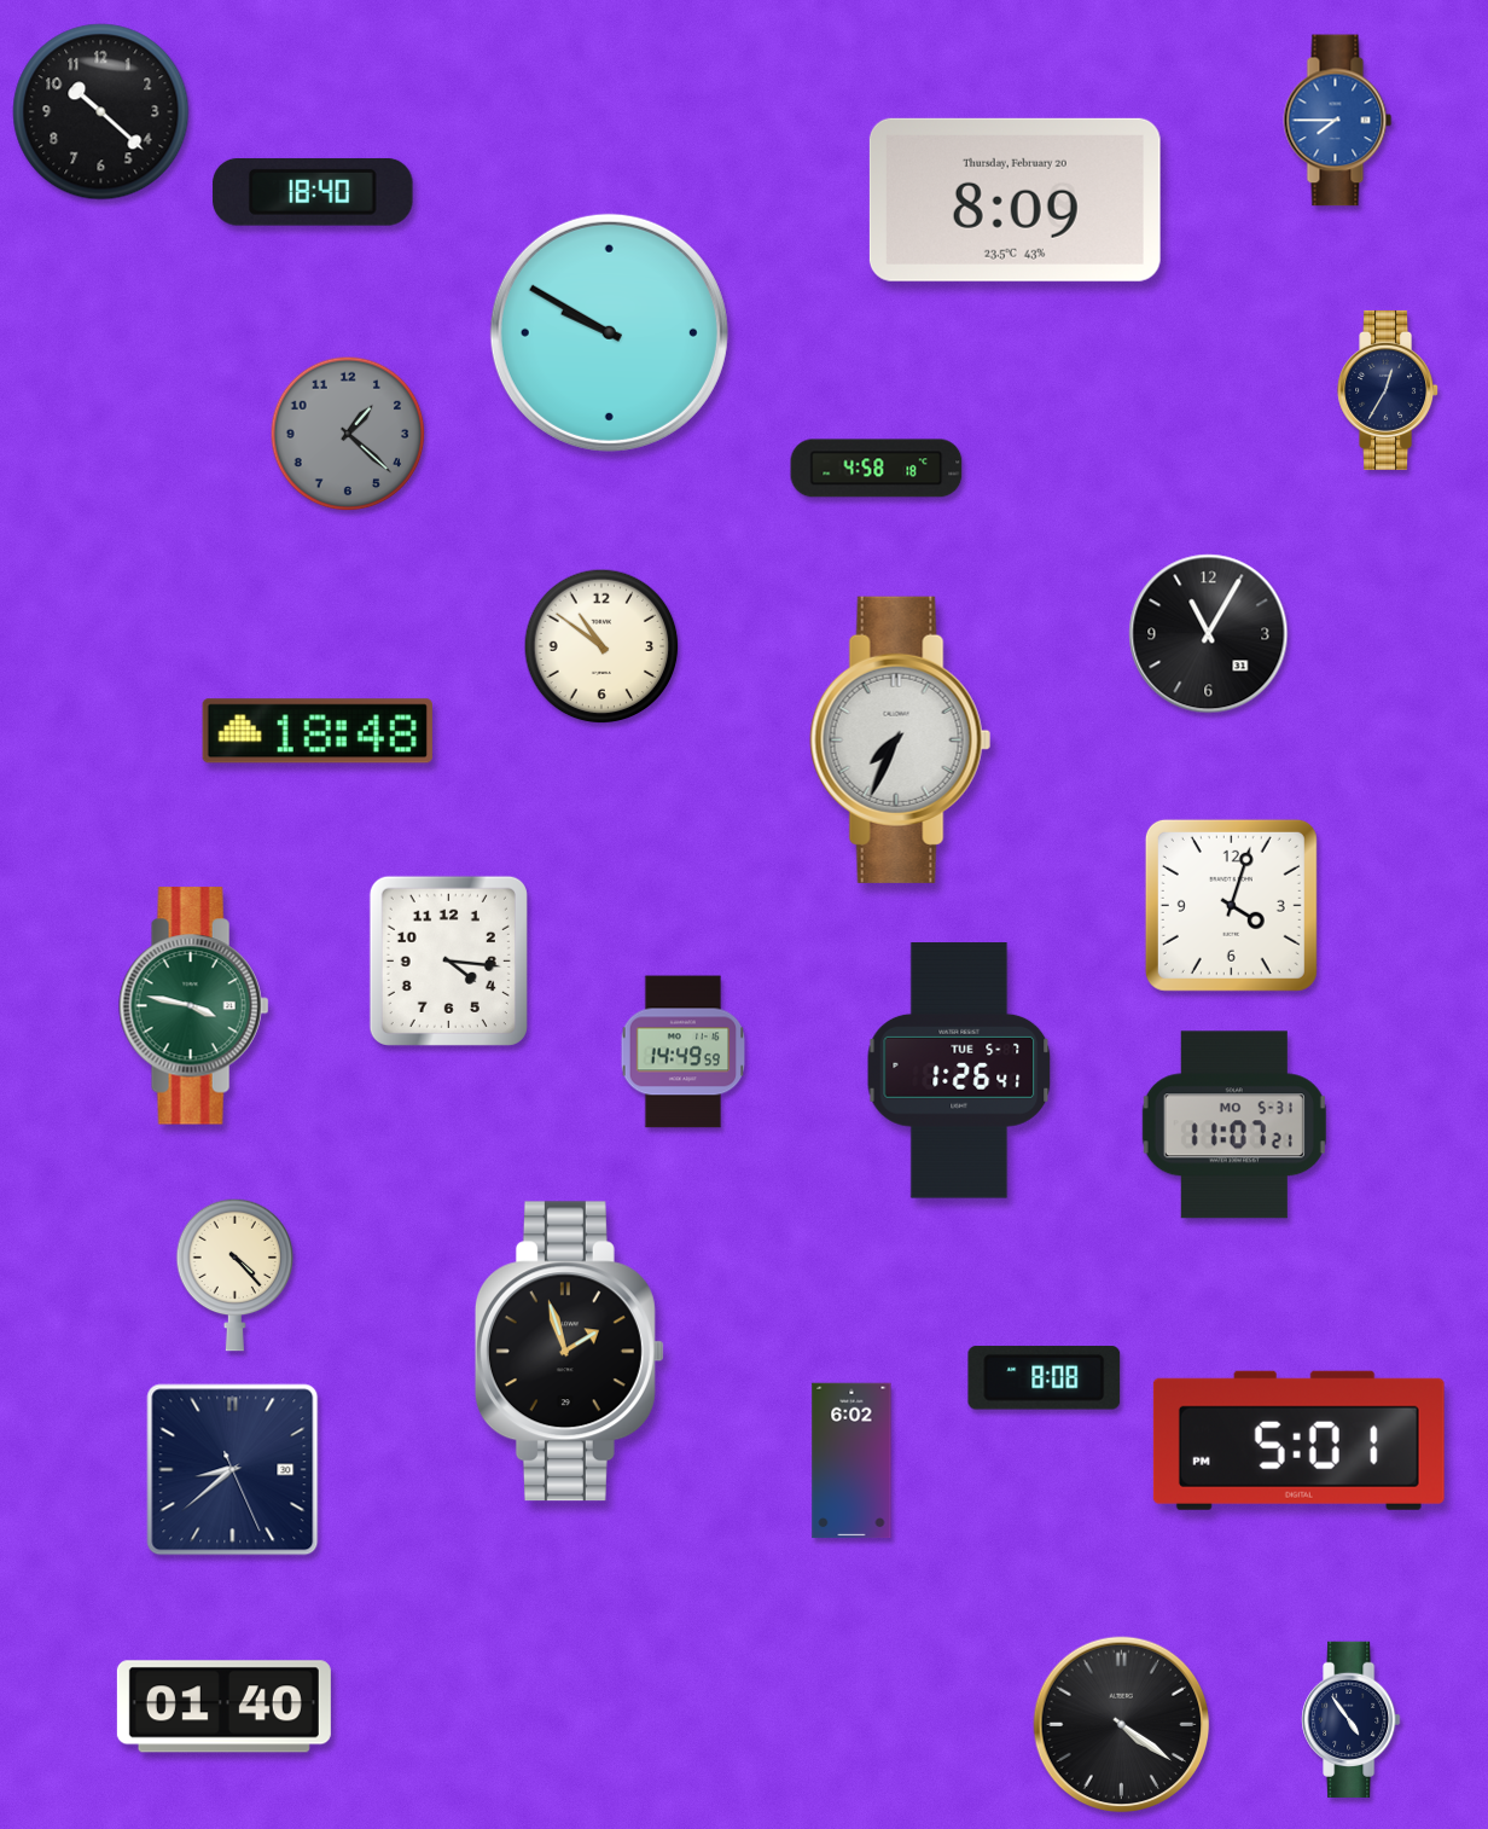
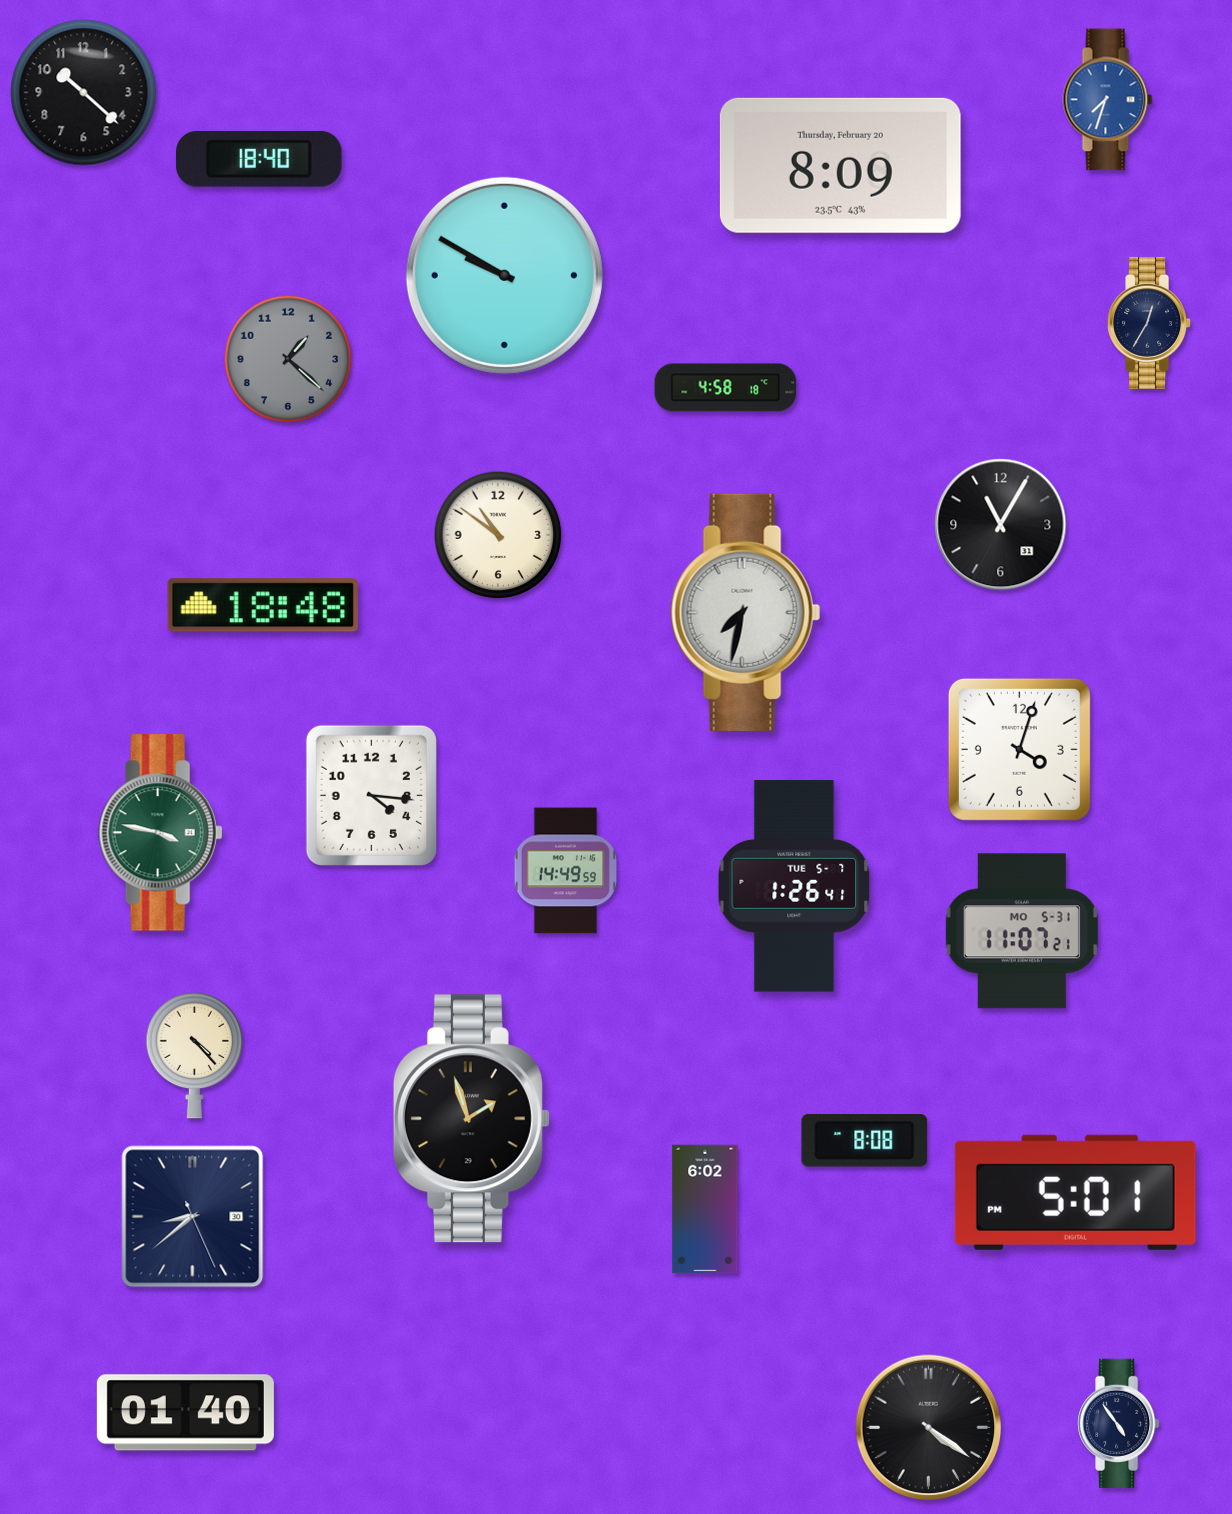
clock at (1338, 121): 7:45 -> 7:33
clock at (901, 739): 7:34 -> 7:32
